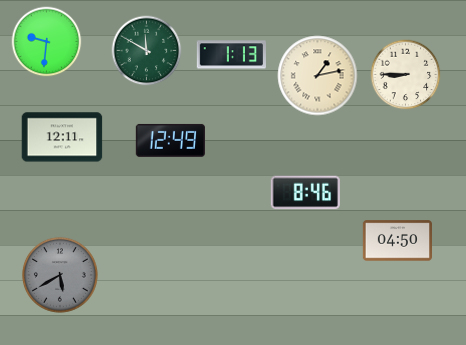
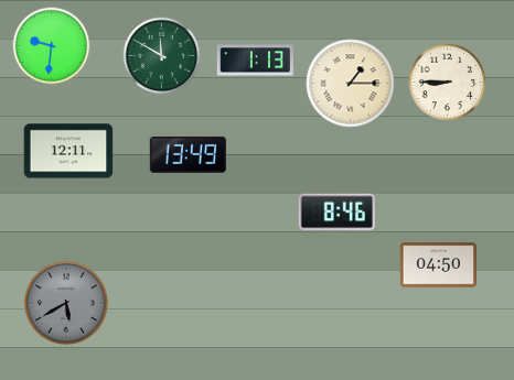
clock at (318, 76): 1:13 -> 1:15
clock at (170, 140): 12:49 -> 13:49
